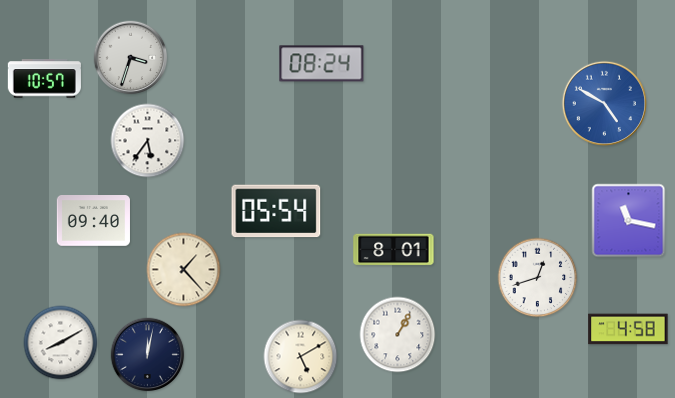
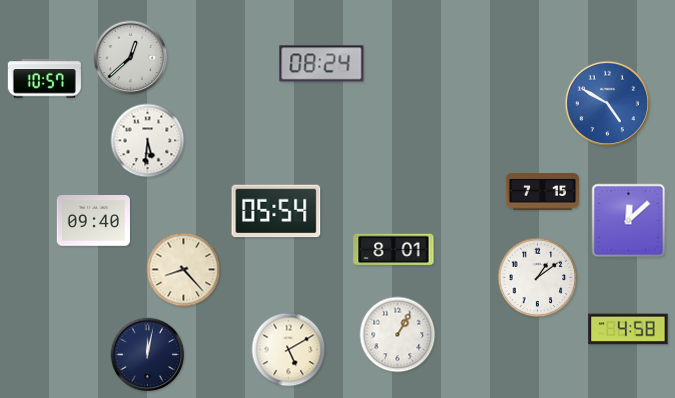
clock at (131, 58): 3:33 -> 12:38
clock at (604, 103) position: (604, 103) -> (607, 103)
clock at (148, 141): 5:36 -> 5:31
clock at (542, 192): none -> 7:15
clock at (629, 221): 11:17 -> 12:08
clock at (184, 270): 1:23 -> 8:23
clock at (538, 278): 12:42 -> 1:09
clock at (61, 343): 8:10 -> none
clock at (301, 357) position: (301, 357) -> (289, 350)
